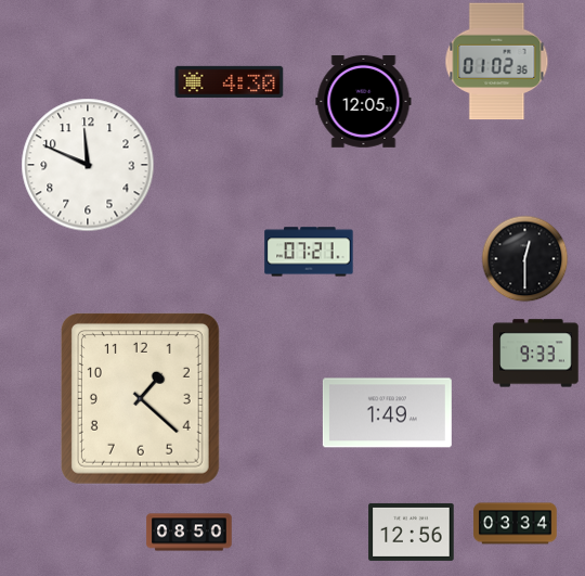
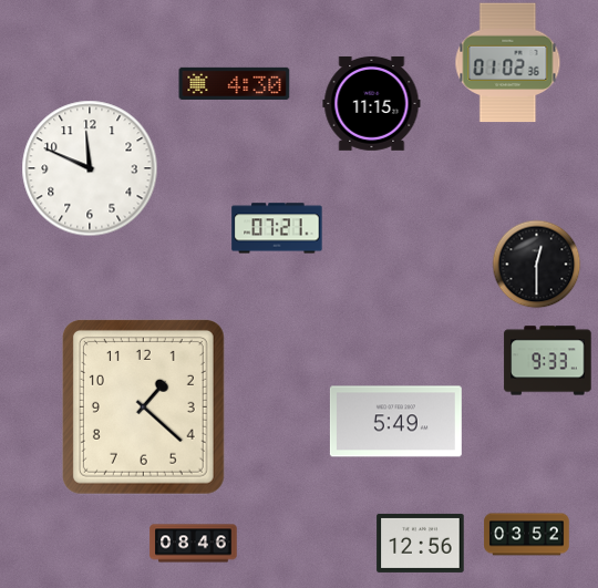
clock at (364, 101): 12:05 -> 11:15
clock at (309, 252) position: (309, 252) -> (277, 228)
clock at (387, 413): 1:49 -> 5:49
clock at (516, 524): 03:34 -> 03:52
clock at (190, 533): 08:50 -> 08:46
